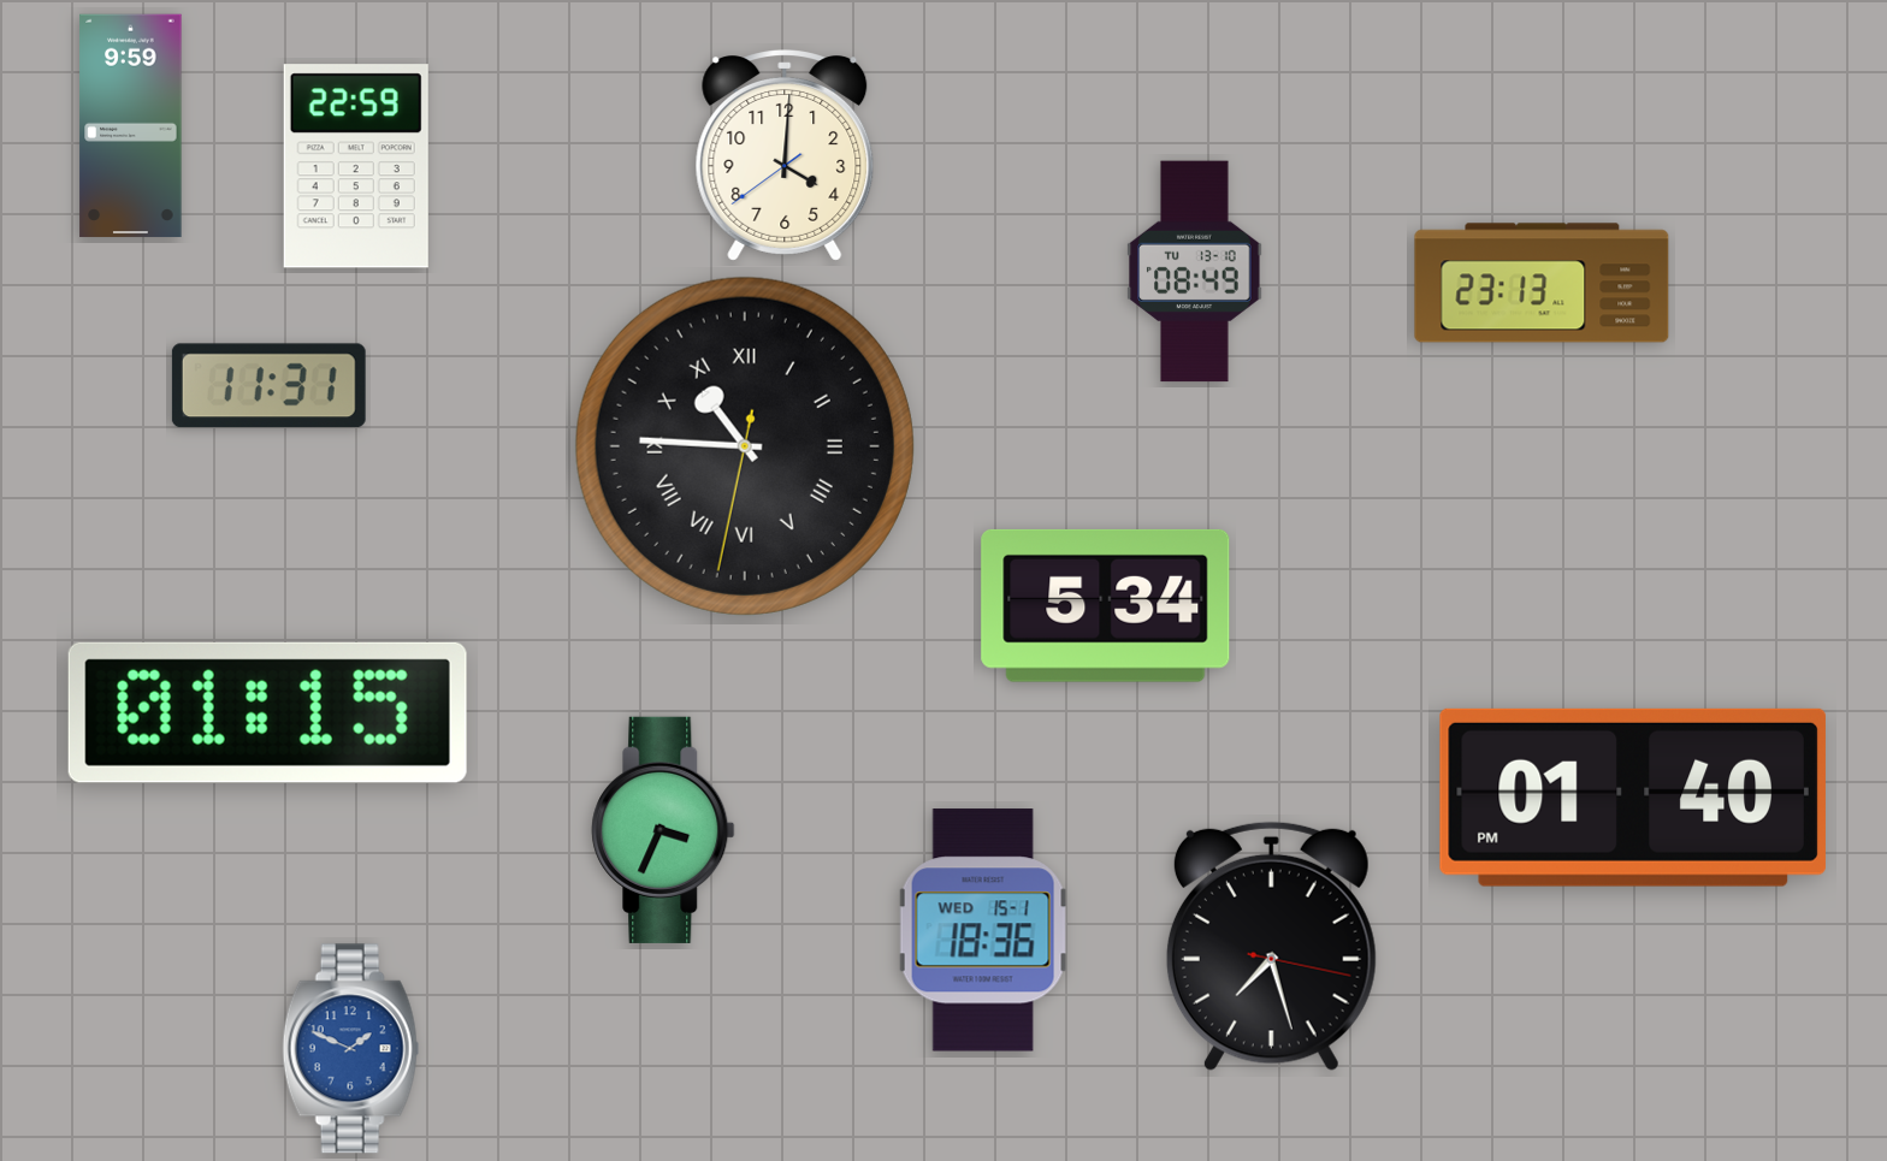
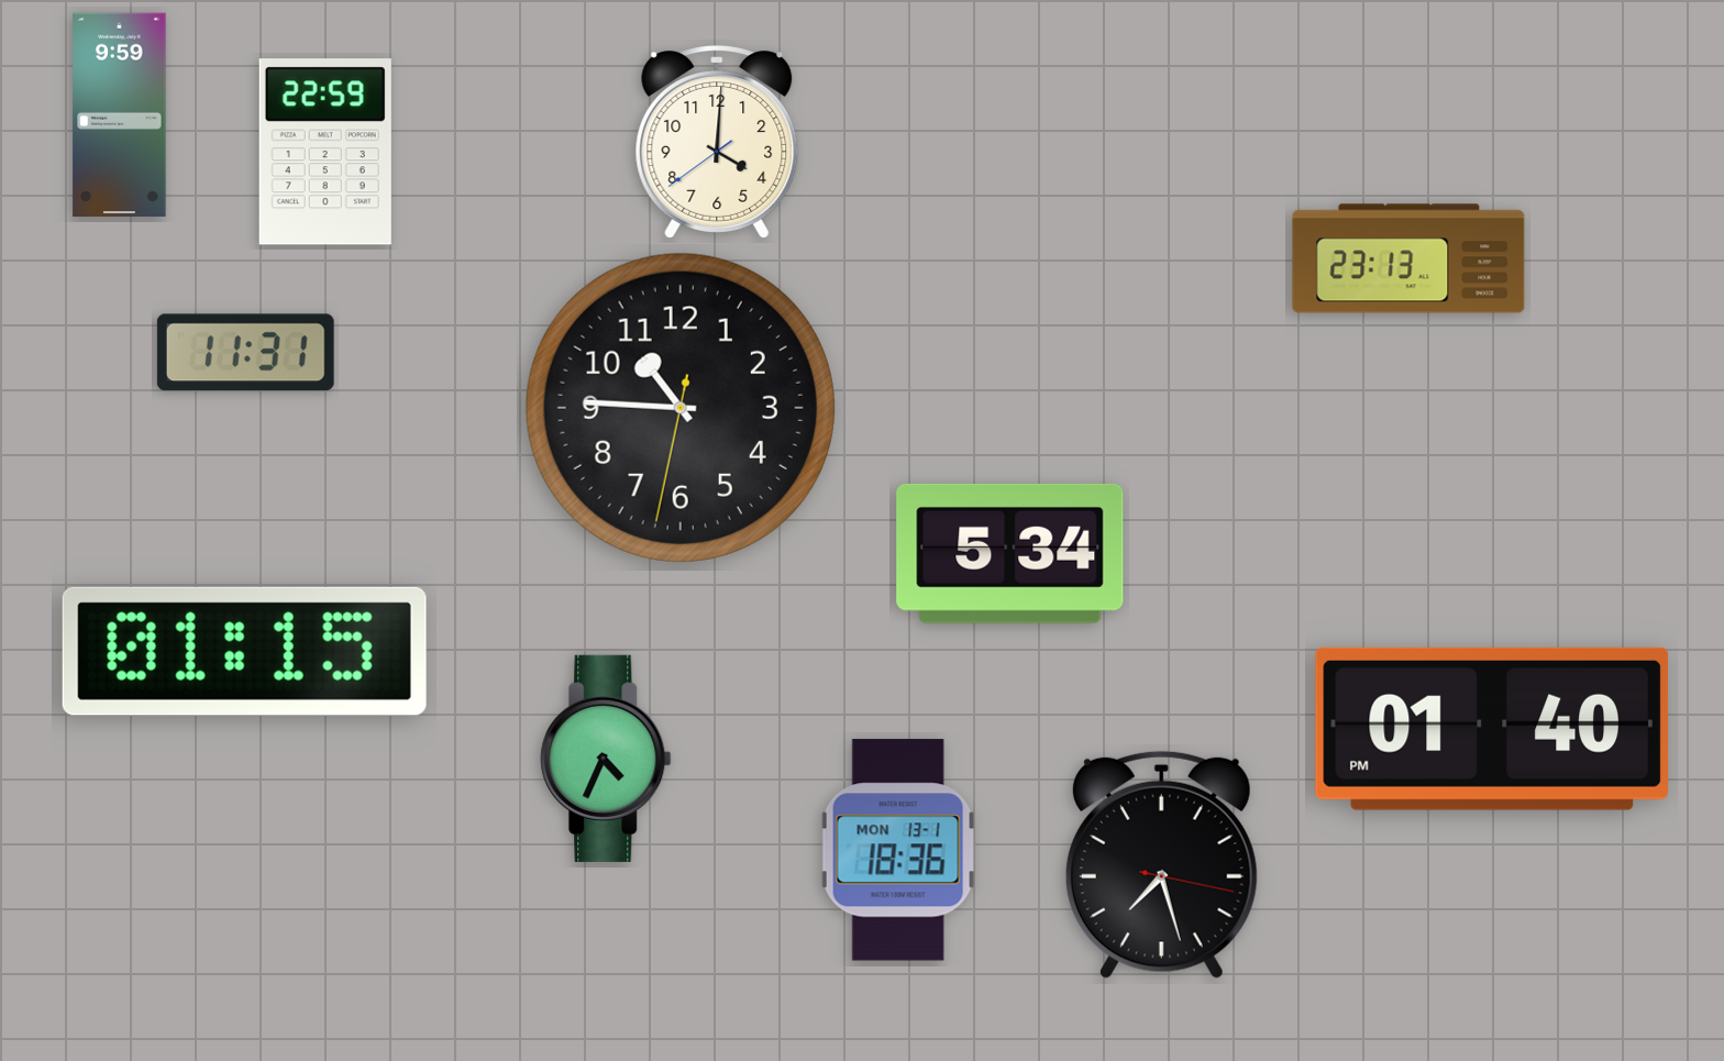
clock at (1195, 272): 08:49 -> none
clock at (745, 446) numerals: Roman -> Arabic
clock at (663, 830): 3:34 -> 4:34
clock at (983, 930) date: WED 15-1 -> MON 13-1
clock at (351, 1049): 1:49 -> none
